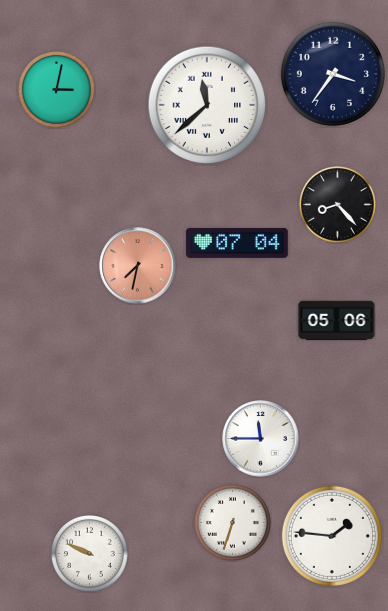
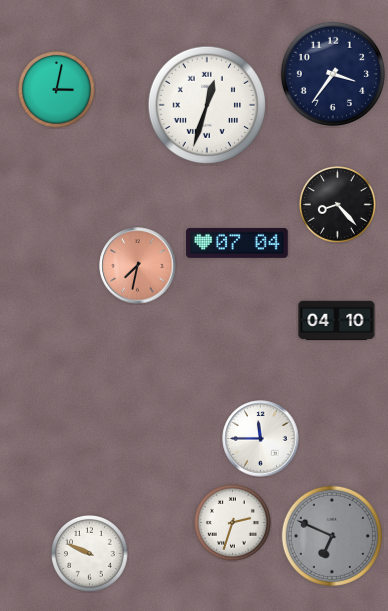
clock at (206, 104): 11:38 -> 12:33
clock at (337, 321): 05:06 -> 04:10
clock at (233, 523): 6:33 -> 2:33
clock at (332, 536): 1:46 -> 6:49
clock at (332, 536) dial: white -> grey
